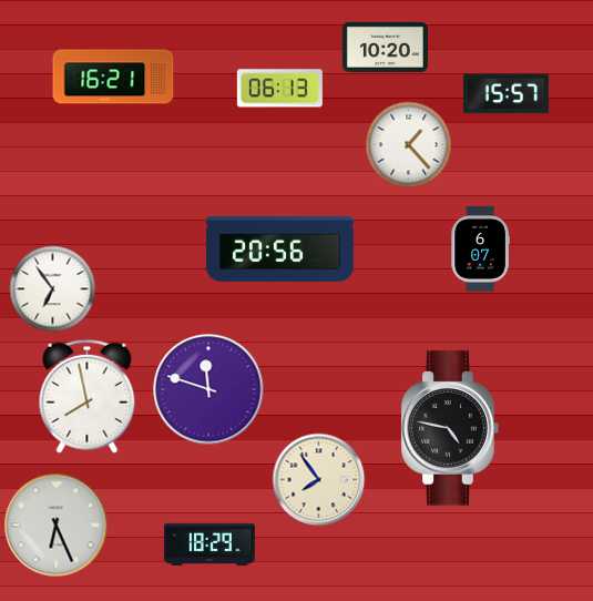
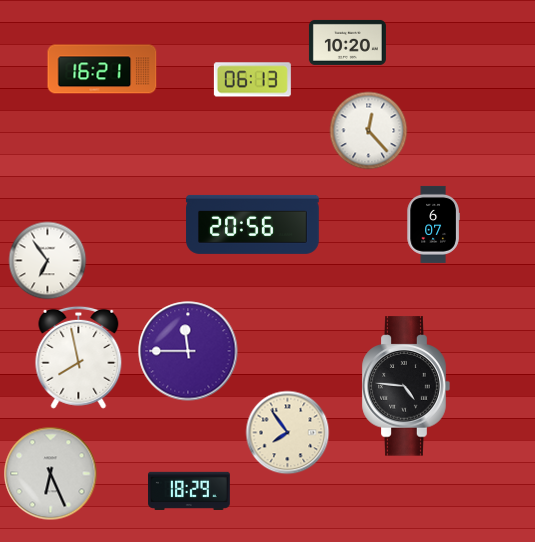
clock at (505, 94): 15:57 -> none
clock at (408, 144): 1:23 -> 12:23
clock at (208, 389): 11:48 -> 11:45
clock at (450, 428): 4:47 -> 4:46
